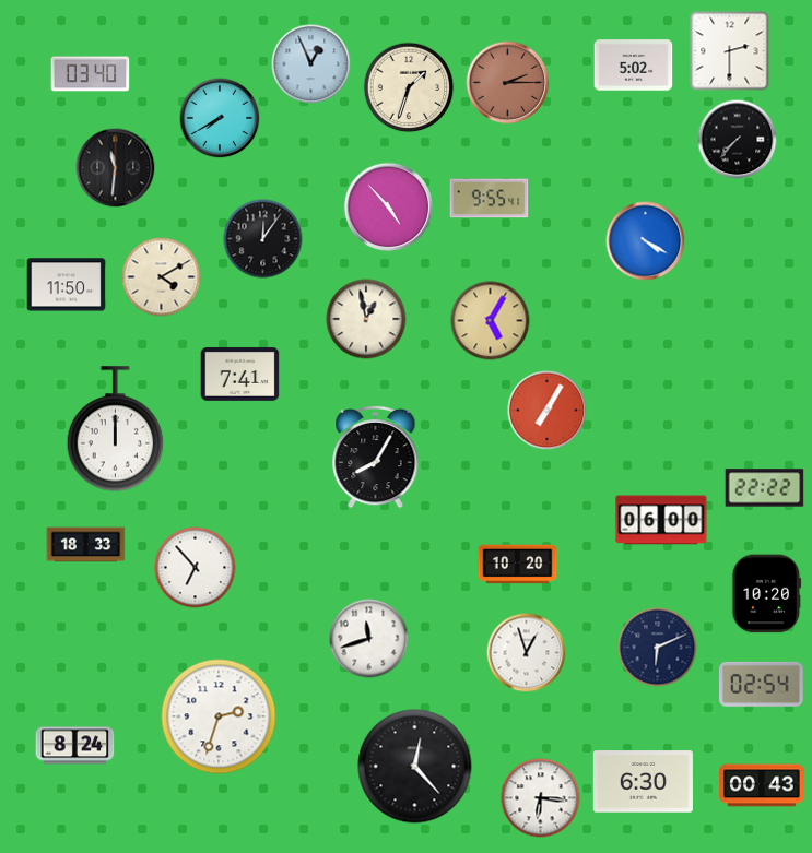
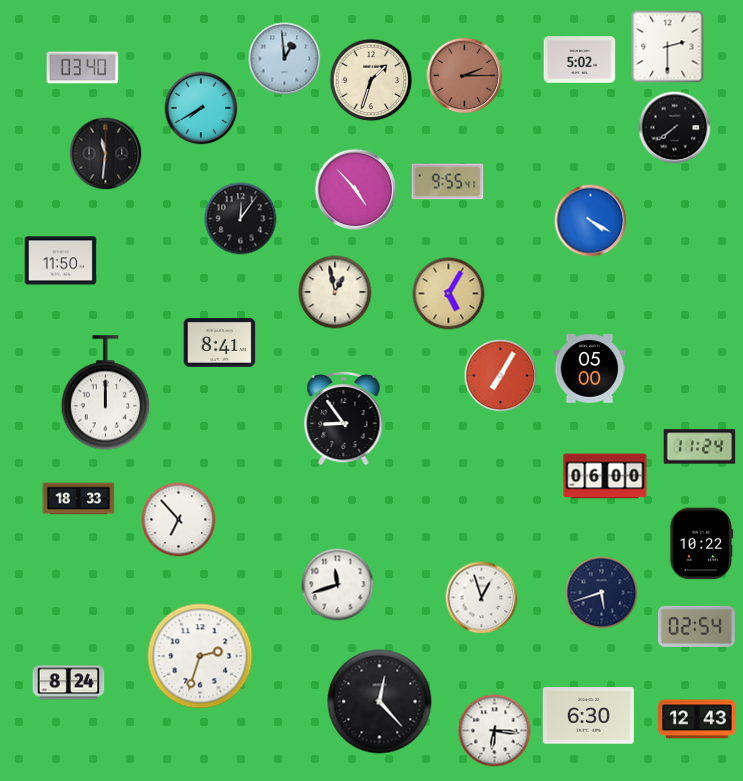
clock at (311, 64): 12:56 -> 12:59
clock at (409, 87) position: (409, 87) -> (371, 80)
clock at (738, 140): 7:37 -> 7:39
clock at (162, 277): 4:10 -> none
clock at (240, 375): 7:41 -> 8:41
clock at (590, 369): none -> 05:00
clock at (376, 457): 8:05 -> 8:54
clock at (765, 488): 22:22 -> 11:24
clock at (518, 565): 10:20 -> none
clock at (767, 594): 10:20 -> 10:22
clock at (658, 648): 6:11 -> 5:42
clock at (762, 785): 00:43 -> 12:43
